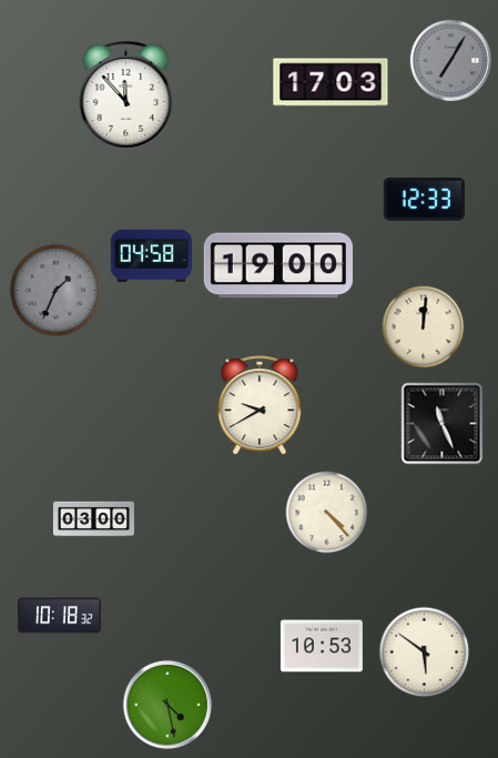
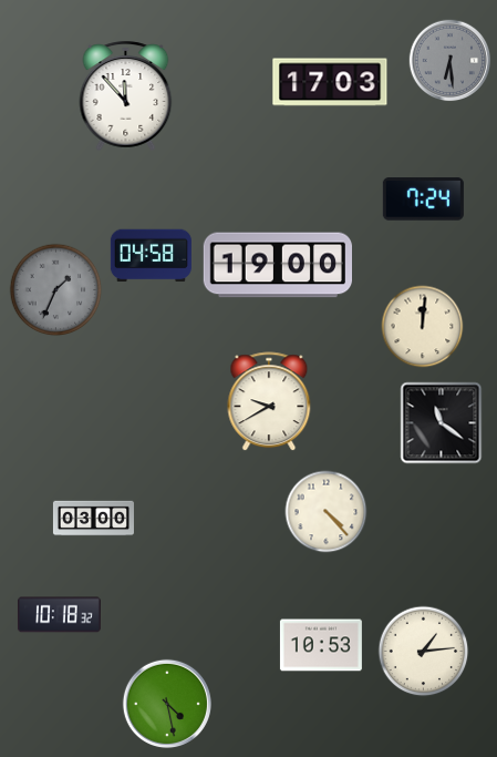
clock at (451, 61): 7:05 -> 6:29
clock at (424, 200): 12:33 -> 7:24
clock at (260, 406) position: (260, 406) -> (269, 402)
clock at (443, 424): 11:26 -> 11:21
clock at (425, 653): 5:51 -> 1:14
